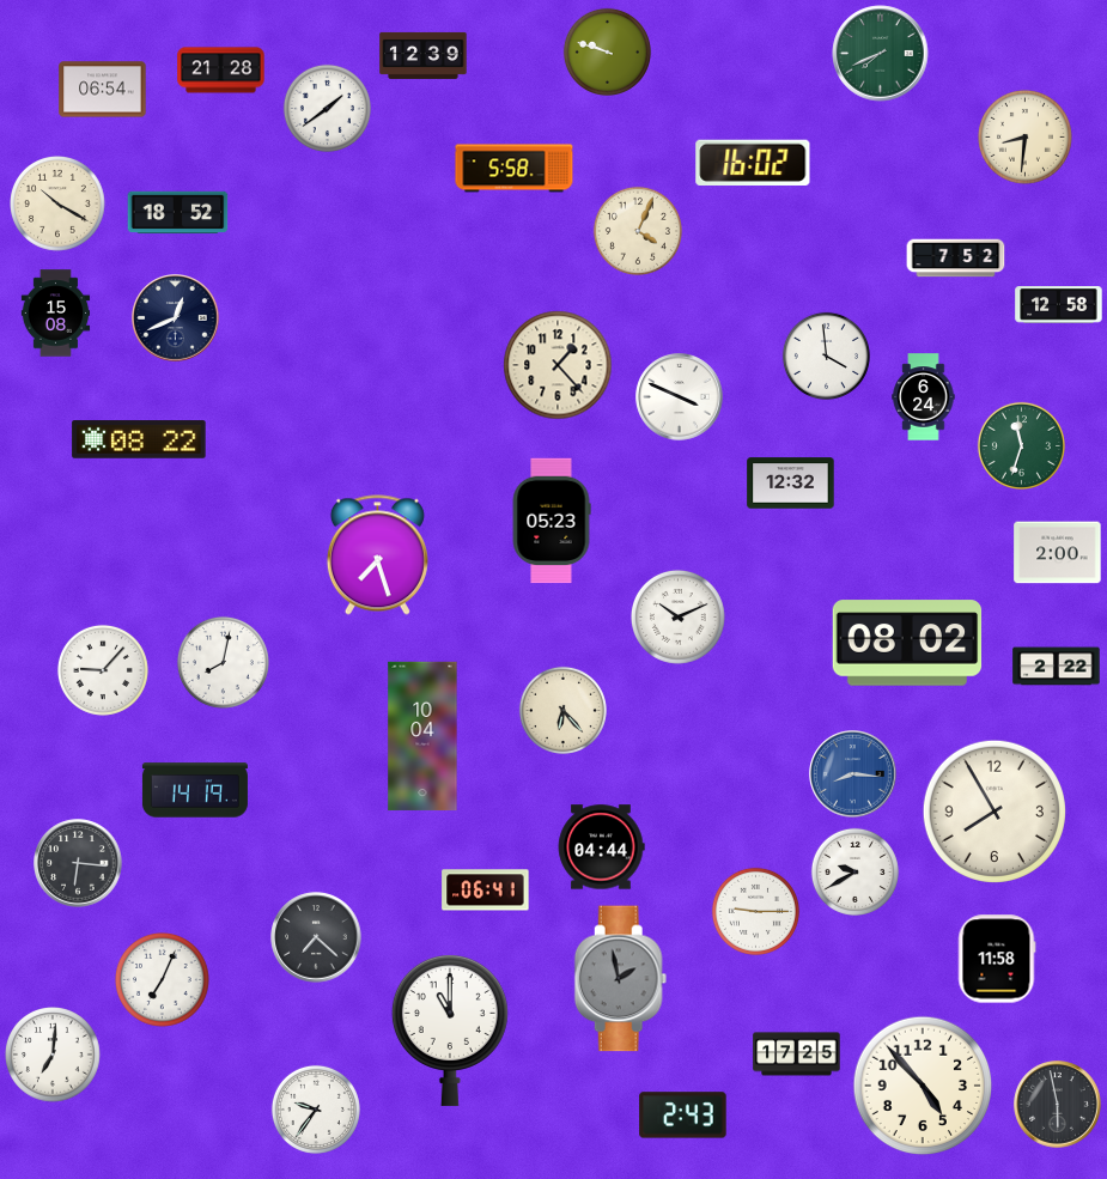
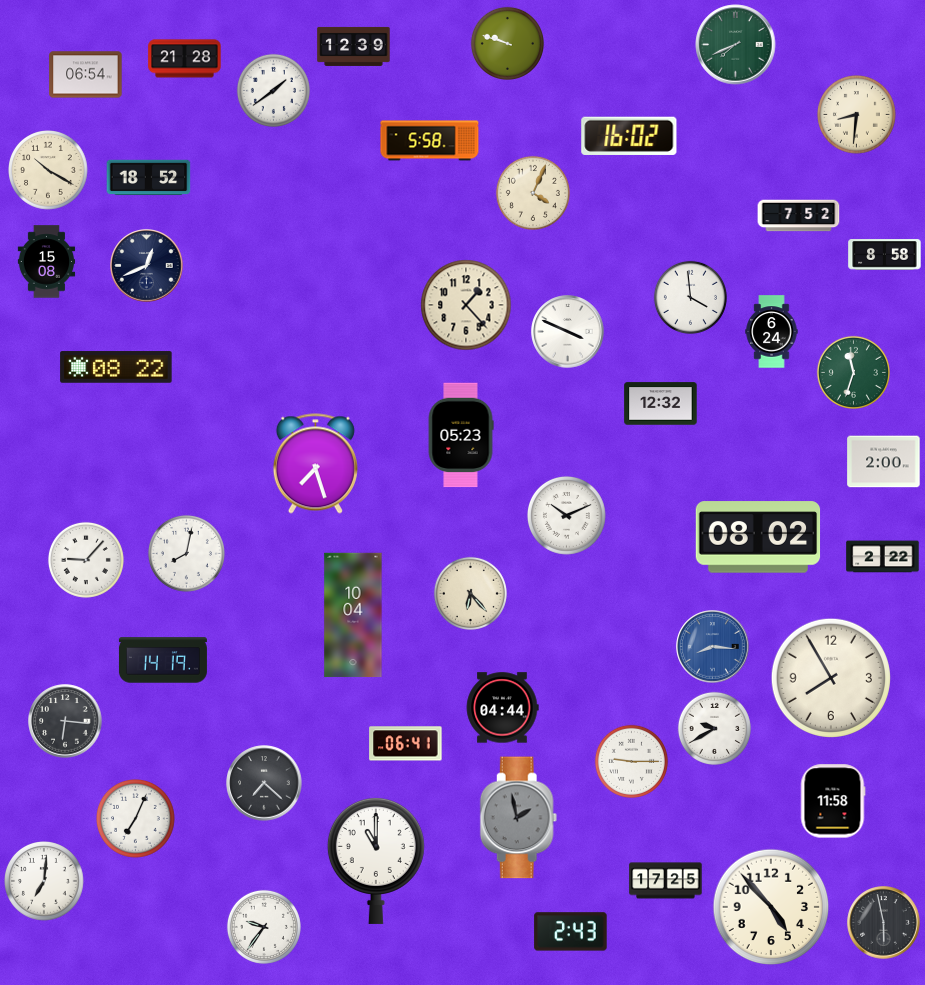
clock at (1059, 305): 12:58 -> 8:58
